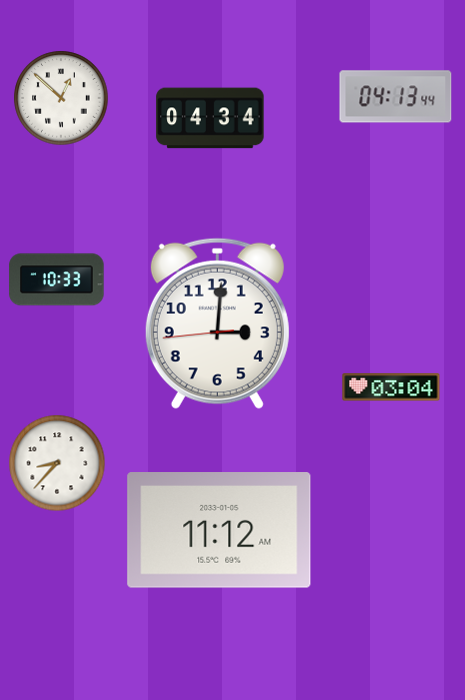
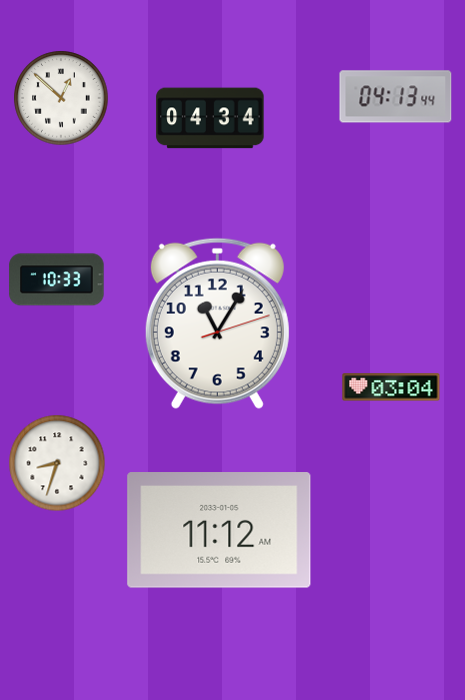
clock at (217, 323): 3:00 -> 11:05
clock at (57, 463): 8:37 -> 8:33
